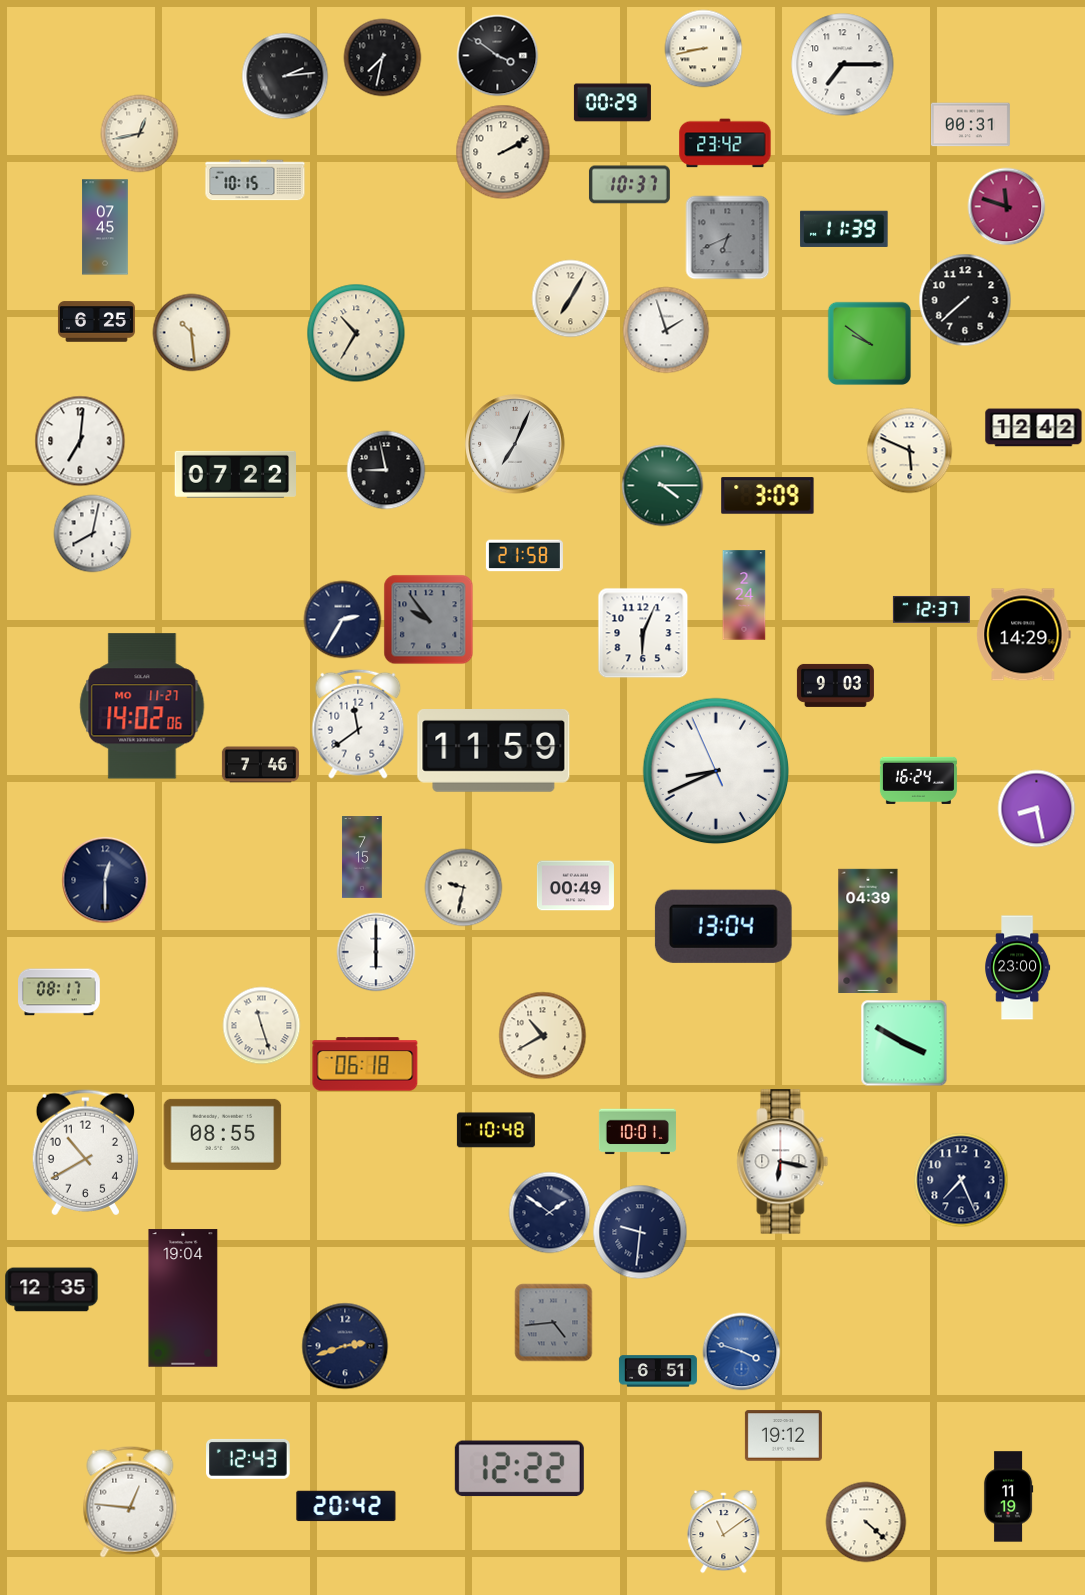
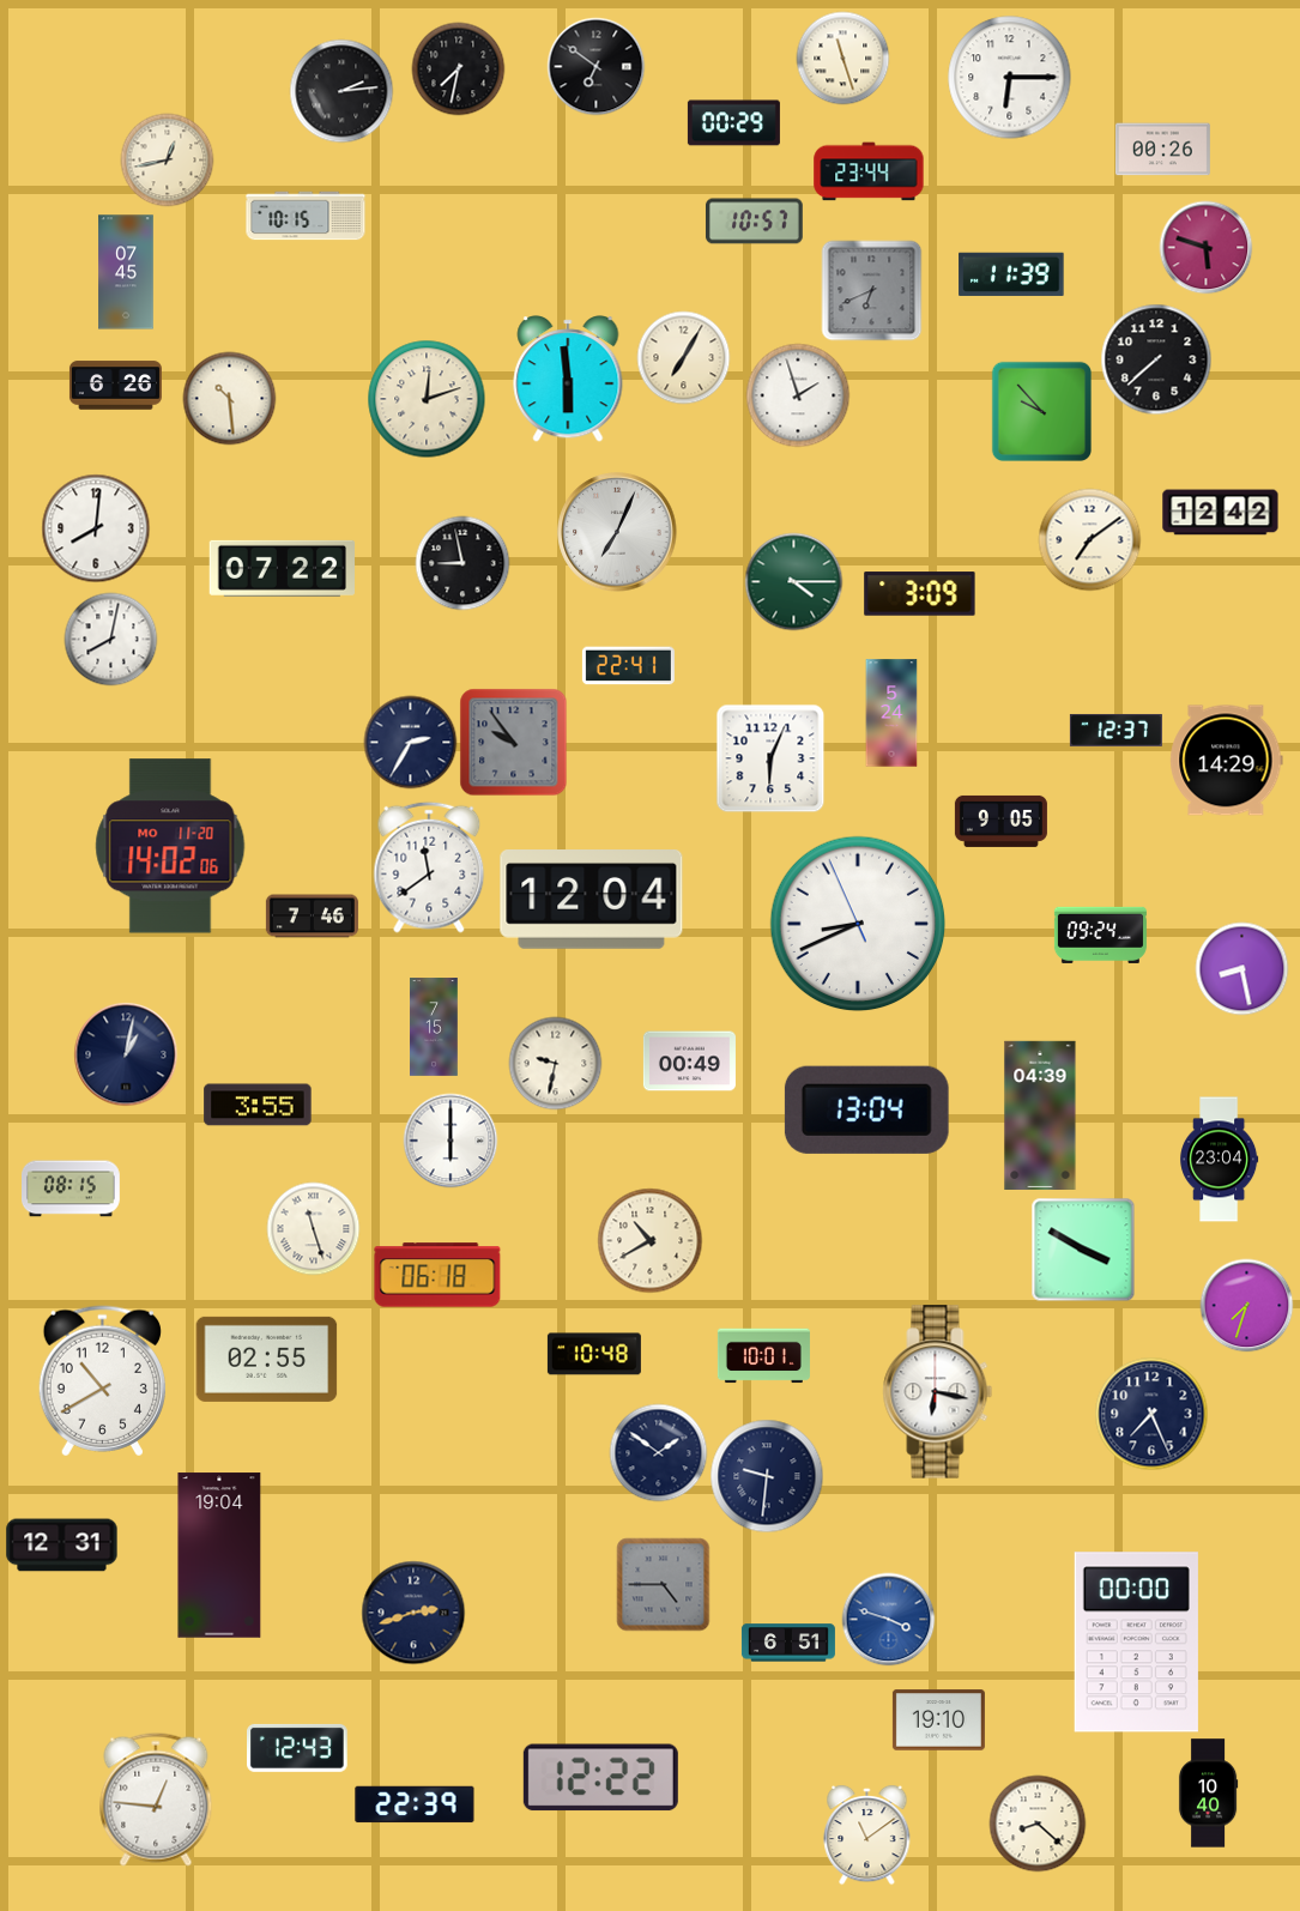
clock at (703, 48): 8:43 -> 11:27
clock at (497, 55): 3:51 -> 6:51
clock at (843, 65): 7:15 -> 6:15
clock at (970, 125): 00:31 -> 00:26
clock at (725, 143): 23:42 -> 23:44
clock at (503, 152): 2:10 -> none
clock at (629, 185): 10:37 -> 10:57
clock at (1006, 206): 11:48 -> 5:48
clock at (727, 237) position: (727, 237) -> (871, 290)
clock at (568, 379): none -> 5:59
clock at (96, 322): 6:25 -> 6:26
clock at (356, 333): 10:35 -> 12:12
clock at (869, 343): 9:51 -> 9:53
clock at (1034, 428) position: (1034, 428) -> (1221, 513)
clock at (80, 441): 7:01 -> 8:01
clock at (909, 450): 5:49 -> 7:09
clock at (524, 556): 21:58 -> 22:41
clock at (744, 595): 2:24 -> 5:24
clock at (835, 685): 9:03 -> 9:05
clock at (142, 706) date: MO 11-27 -> MO 11-20
clock at (494, 751): 11:59 -> 12:04
clock at (918, 780): 16:24 -> 09:24
clock at (105, 880): 12:30 -> 1:02
clock at (258, 1105): none -> 3:55
clock at (1018, 968): 23:00 -> 23:04
clock at (60, 992): 08:17 -> 08:15
clock at (1246, 1305): none -> 7:33
clock at (223, 1134): 08:55 -> 02:55
clock at (52, 1290): 12:35 -> 12:31
clock at (553, 1322): 4:44 -> 4:45
clock at (1136, 1643): none -> 00:00
clock at (783, 1436): 19:12 -> 19:10
clock at (519, 1469) position: (519, 1469) -> (600, 1778)
clock at (1008, 1497): 11:19 -> 10:40
clock at (346, 1506): 20:42 -> 22:39
clock at (866, 1522): 4:22 -> 8:22
